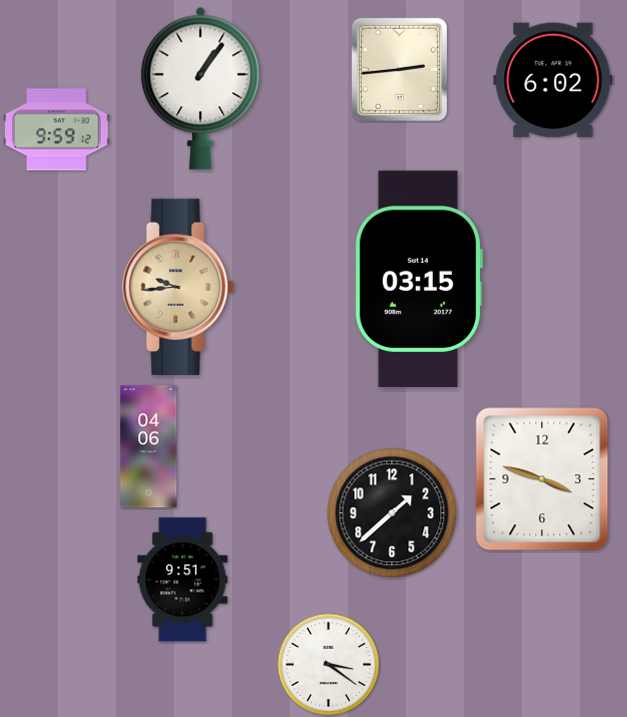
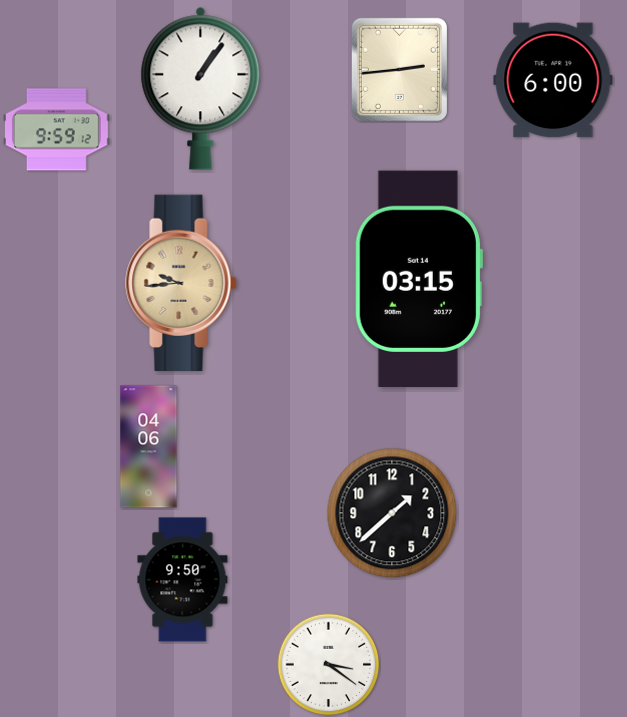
clock at (553, 80): 6:02 -> 6:00
clock at (178, 287) position: (178, 287) -> (181, 283)
clock at (542, 479): 3:48 -> none
clock at (183, 580): 9:51 -> 9:50
